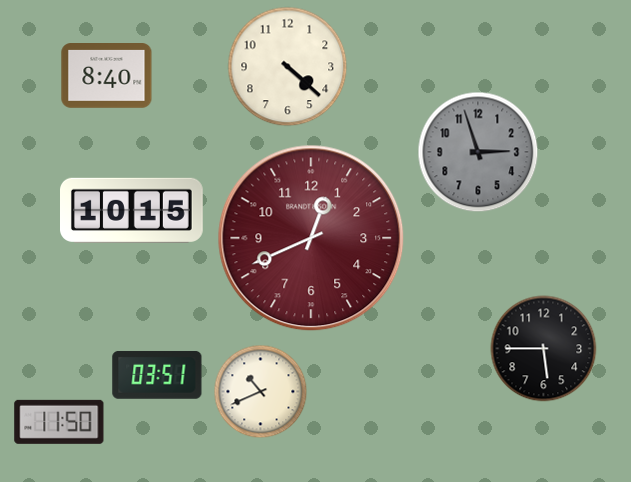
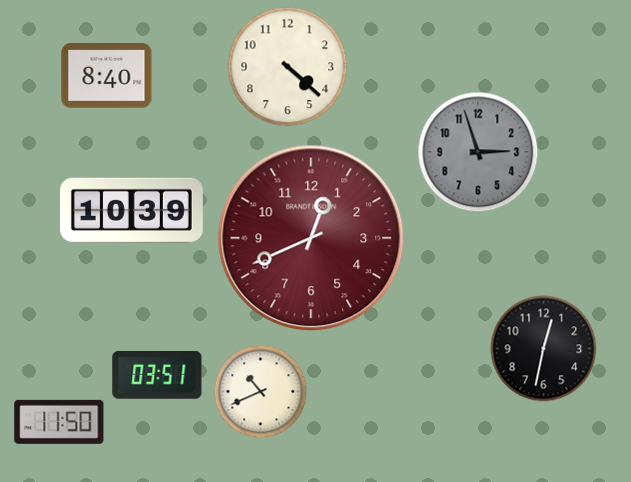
clock at (132, 210): 10:15 -> 10:39
clock at (544, 349): 5:45 -> 12:32
